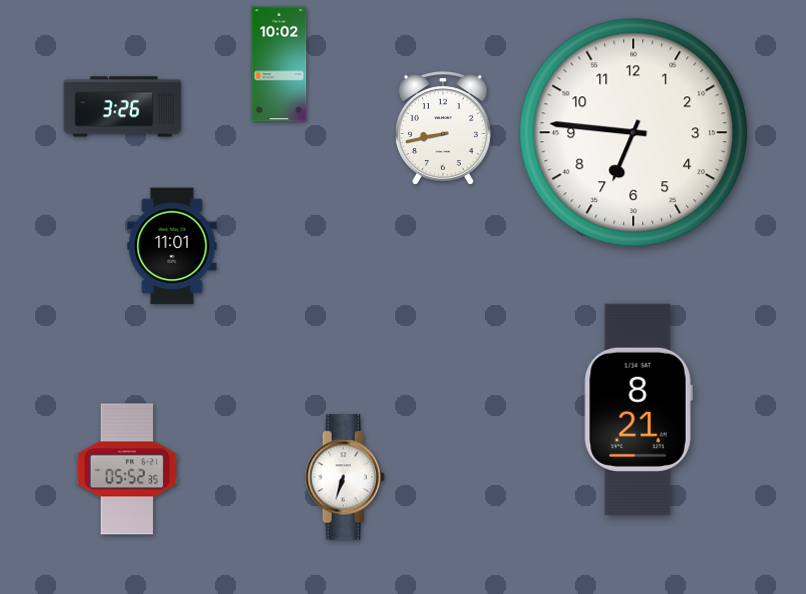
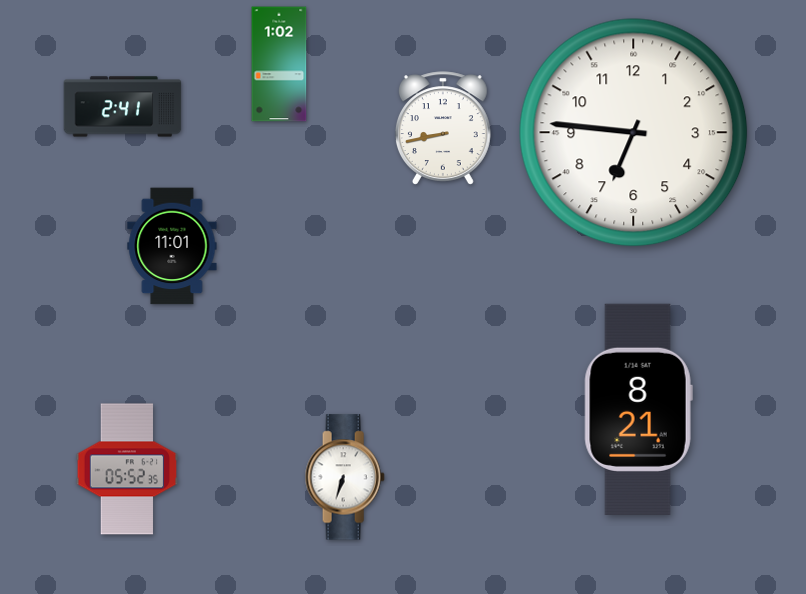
clock at (279, 64): 10:02 -> 1:02
clock at (123, 107): 3:26 -> 2:41
